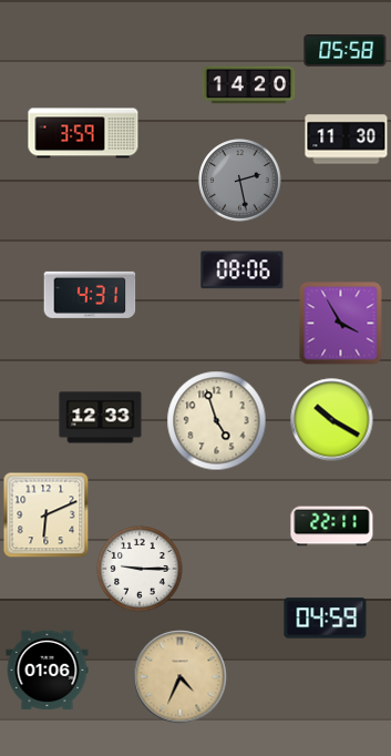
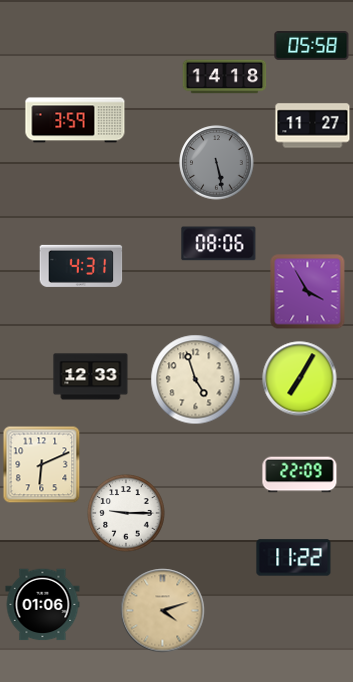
clock at (249, 85): 14:20 -> 14:18
clock at (347, 140): 11:30 -> 11:27
clock at (240, 181): 2:28 -> 5:28
clock at (332, 420): 10:20 -> 7:05
clock at (332, 527): 22:11 -> 22:09
clock at (326, 619): 04:59 -> 11:22
clock at (181, 677): 4:34 -> 4:12
